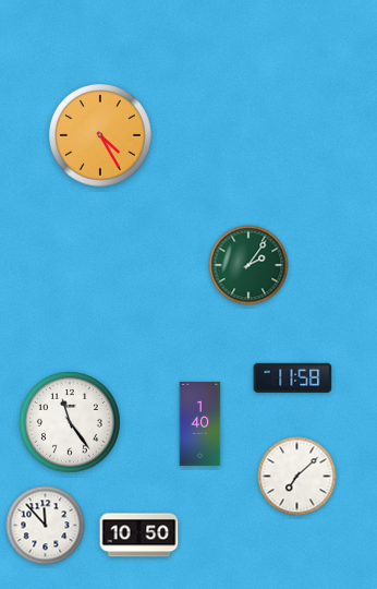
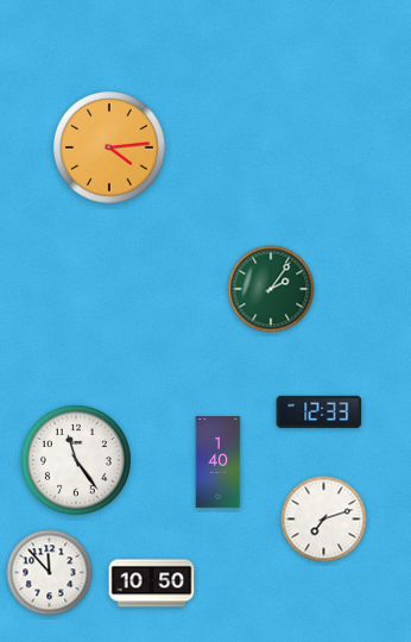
clock at (100, 135): 4:25 -> 4:14
clock at (293, 377): 11:58 -> 12:33
clock at (297, 477): 7:08 -> 7:12
